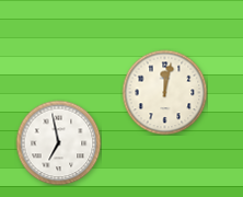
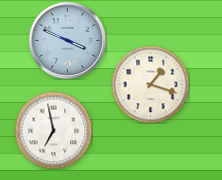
clock at (67, 40): none -> 3:49
clock at (164, 92): 12:02 -> 1:18
